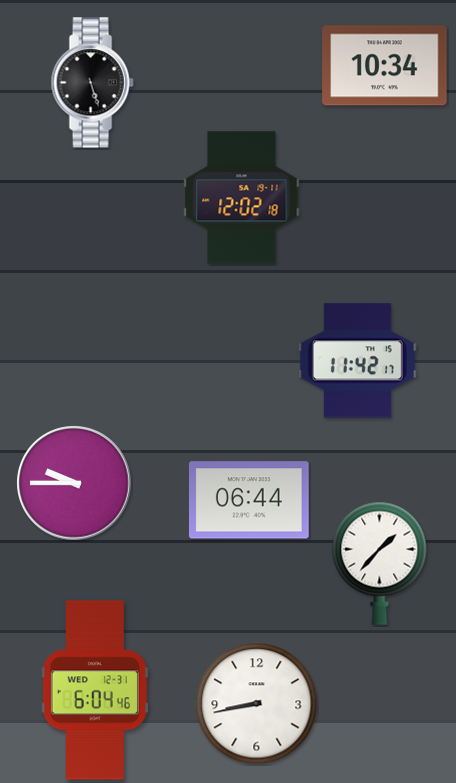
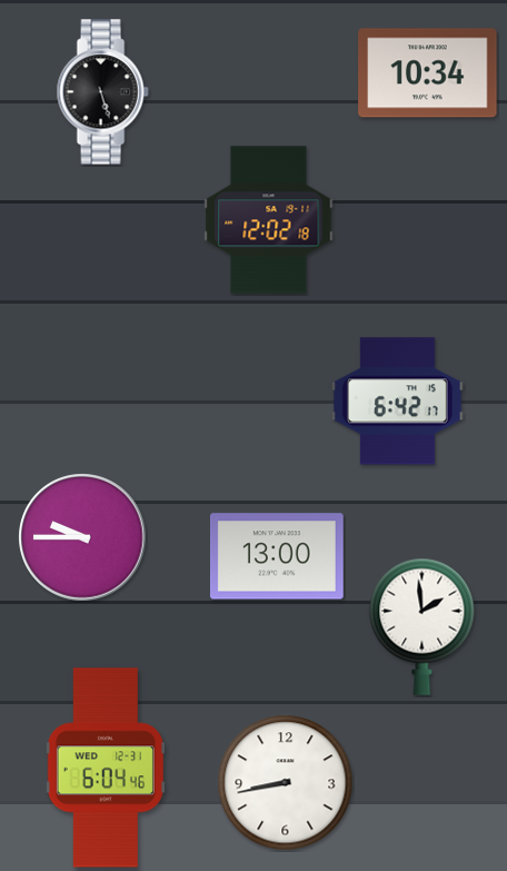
clock at (357, 361): 11:42 -> 6:42
clock at (249, 500): 06:44 -> 13:00
clock at (380, 563): 1:37 -> 1:59
